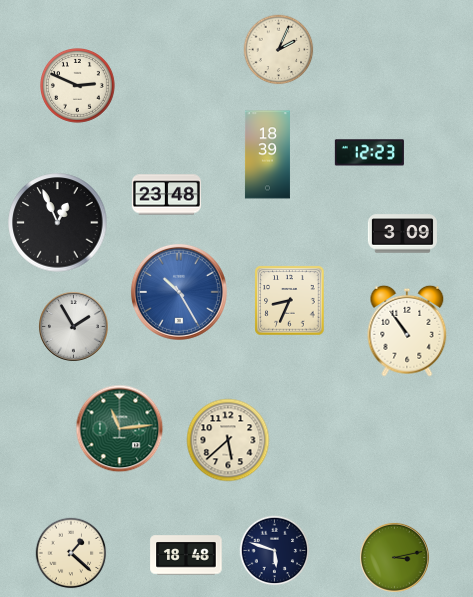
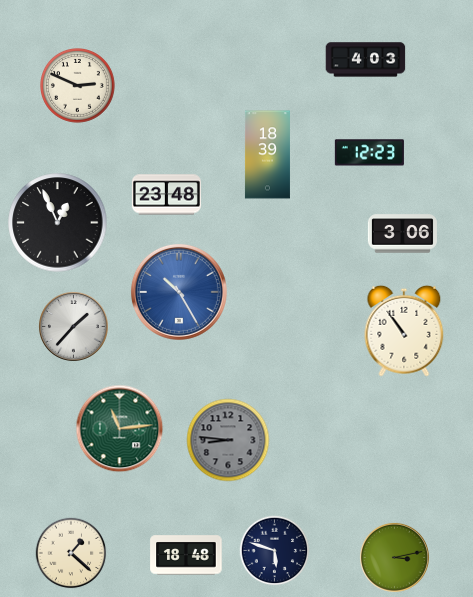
clock at (279, 50): 2:04 -> none
clock at (366, 60): none -> 4:03
clock at (402, 234): 3:09 -> 3:06
clock at (290, 301): 8:34 -> none
clock at (73, 326): 1:55 -> 1:37
clock at (407, 331) position: (407, 331) -> (404, 331)
clock at (228, 440): 5:38 -> 8:46
clock at (228, 440) dial: cream -> grey
